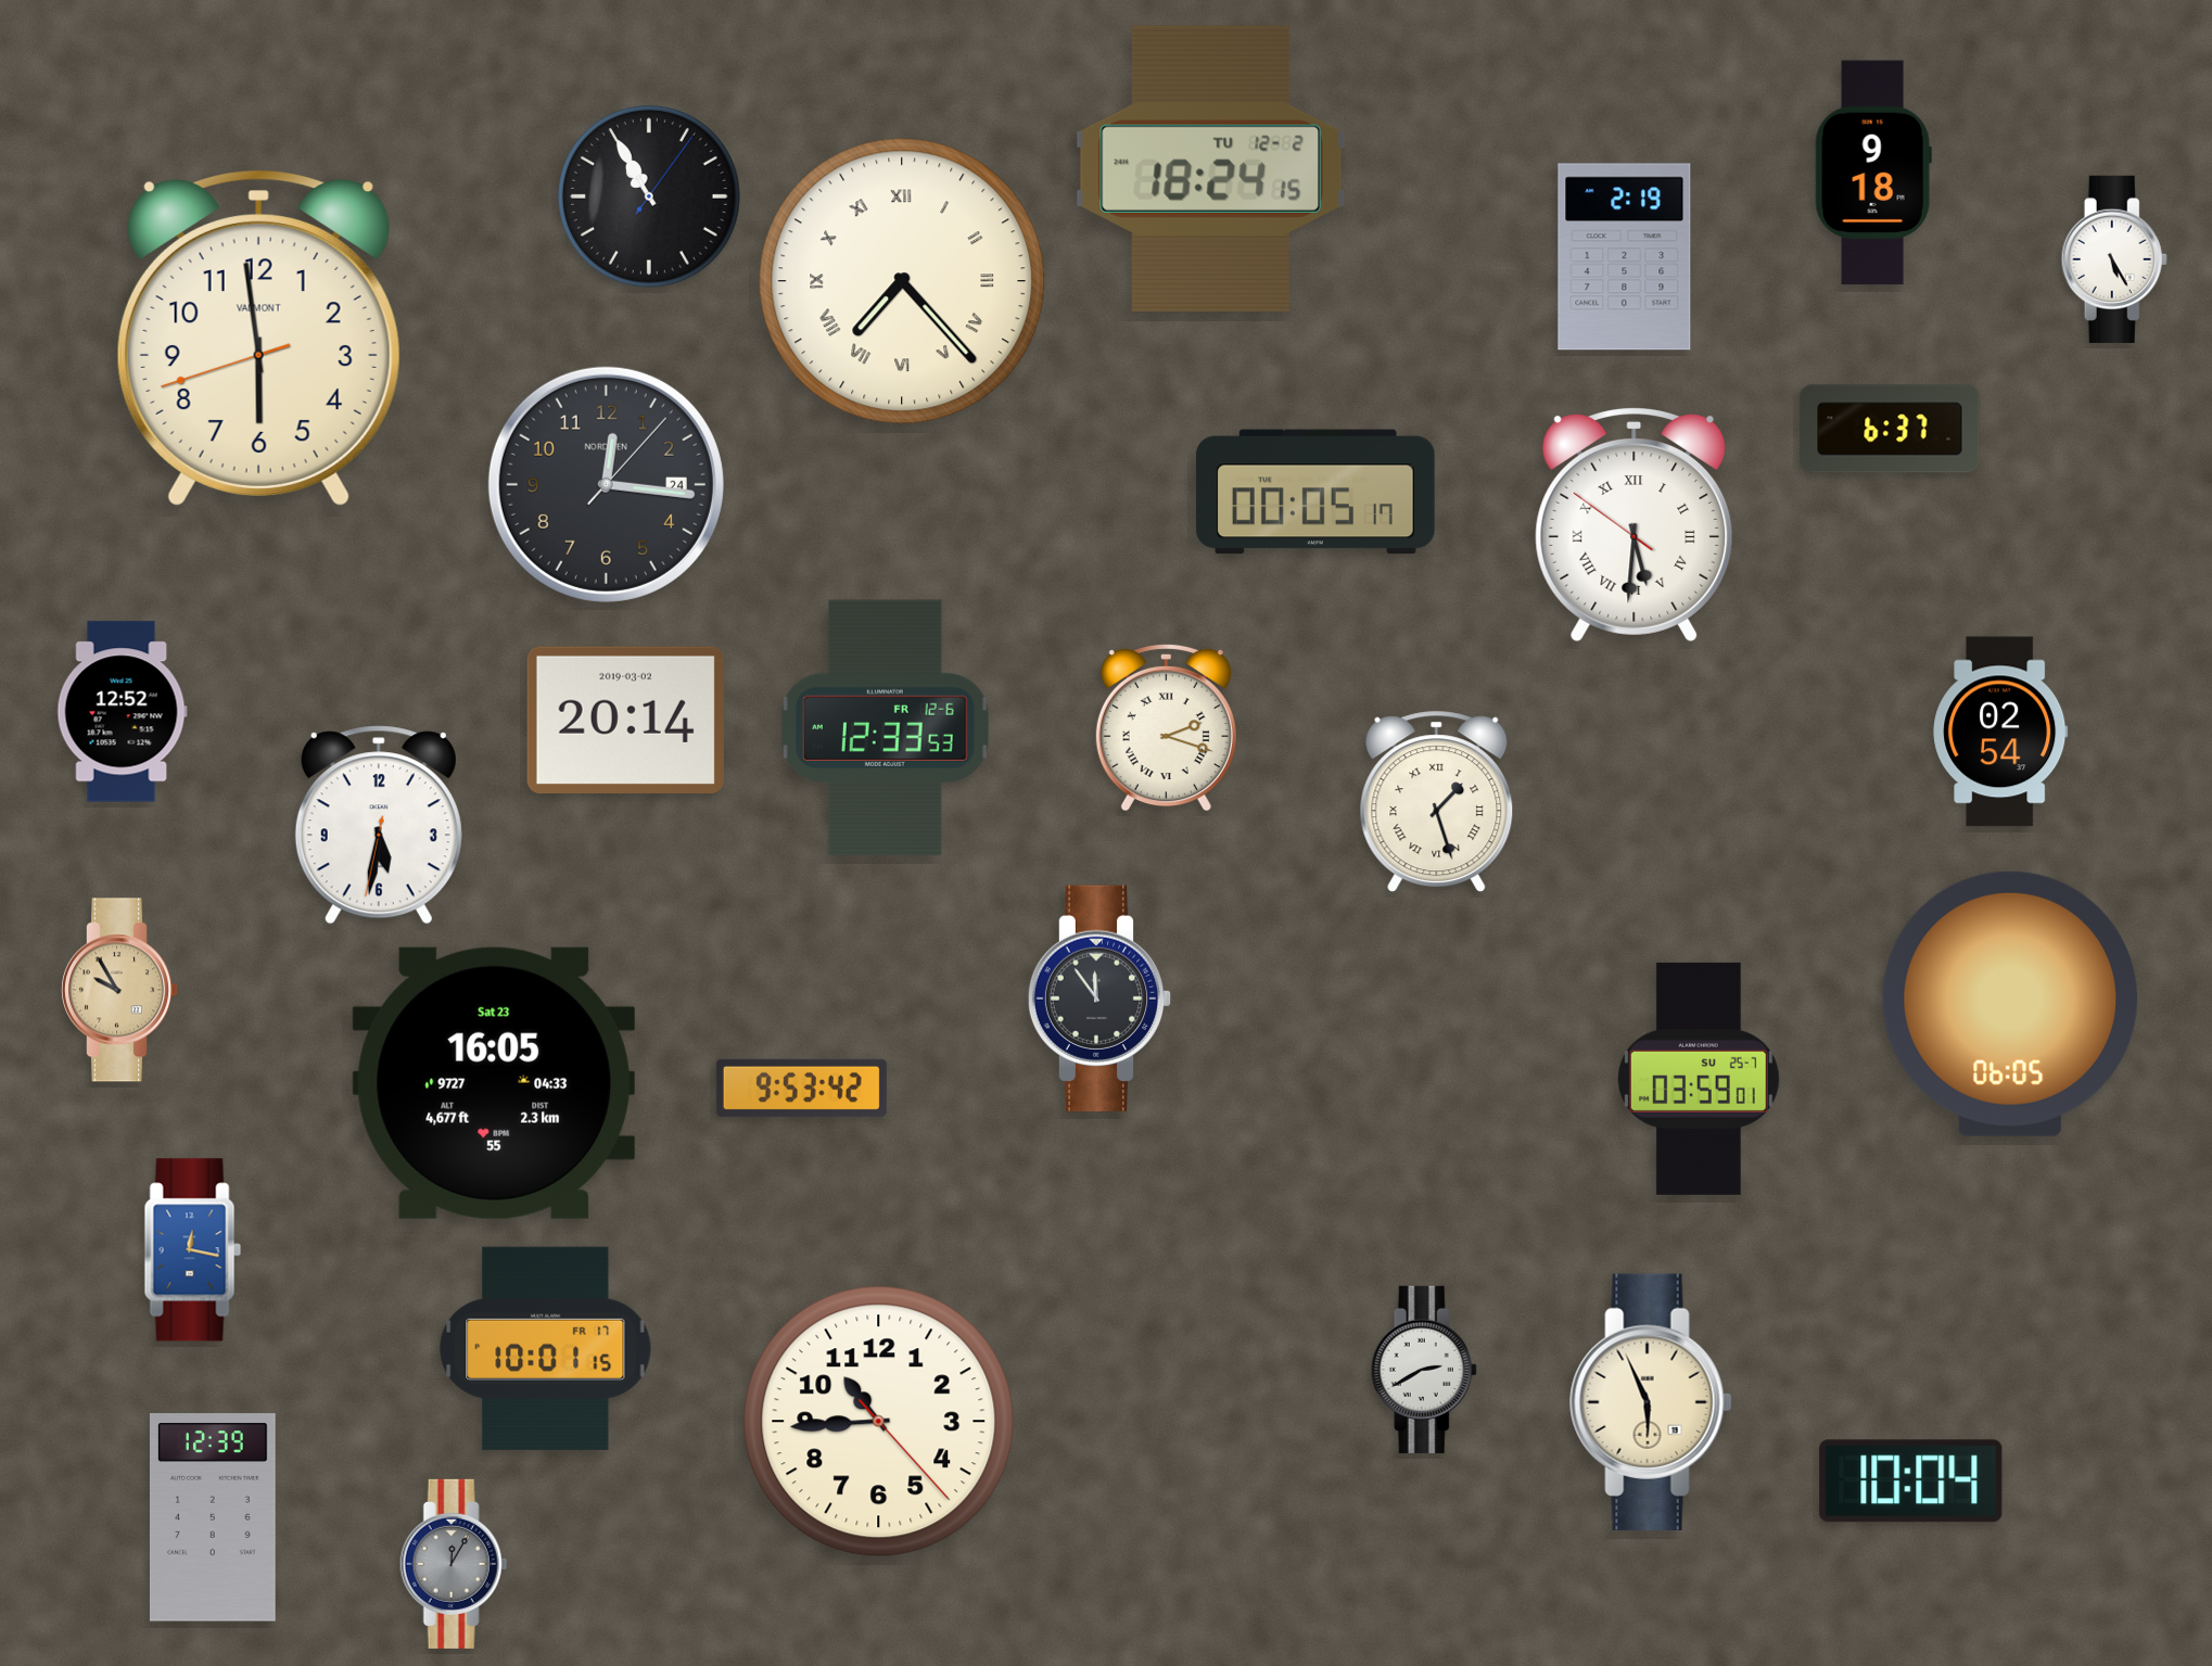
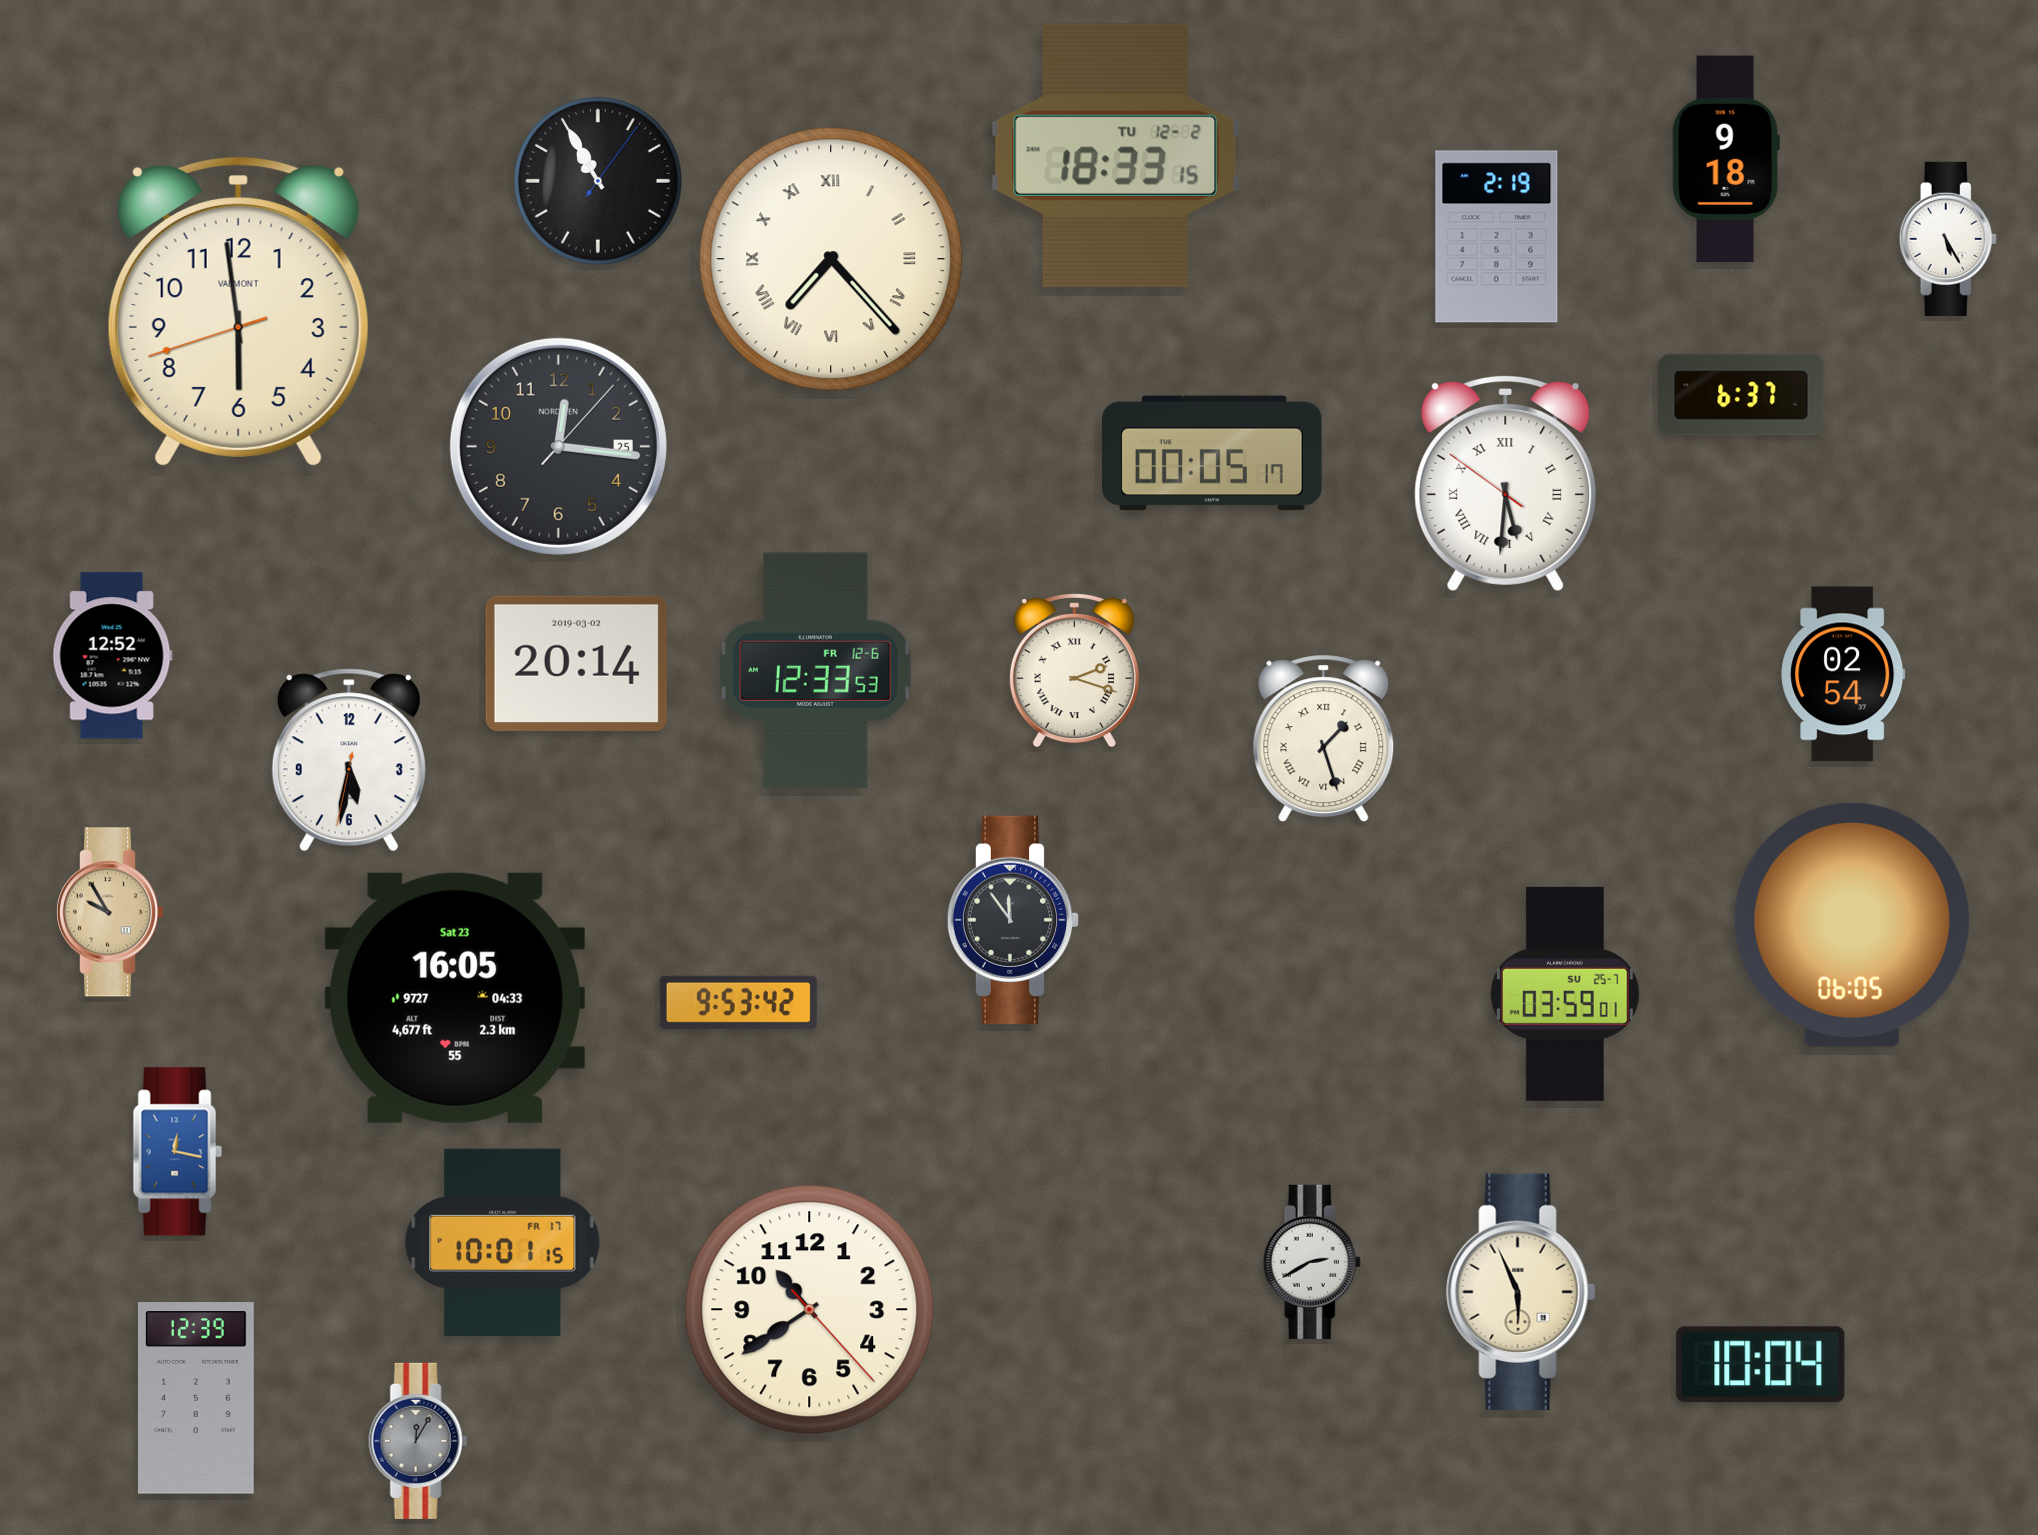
clock at (1210, 168): 18:24 -> 18:33
clock at (606, 484) date: 24 -> 25
clock at (879, 1422): 10:44 -> 10:39
